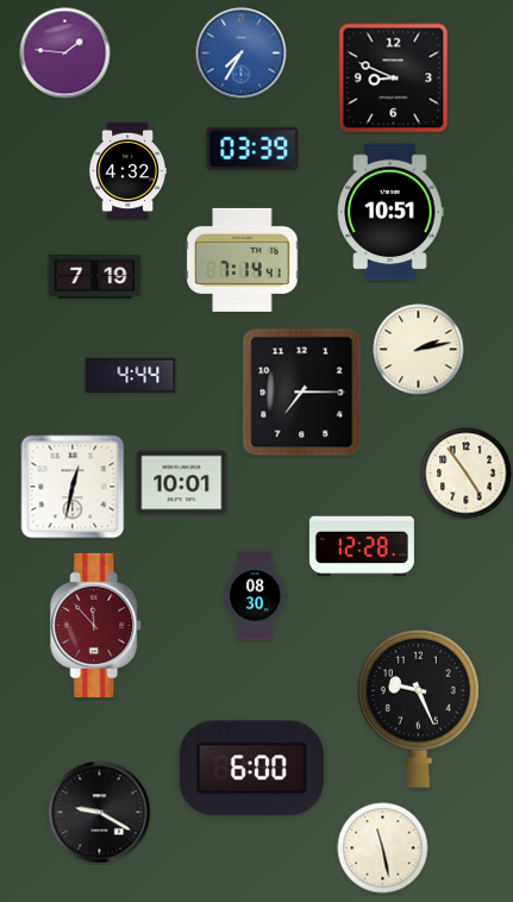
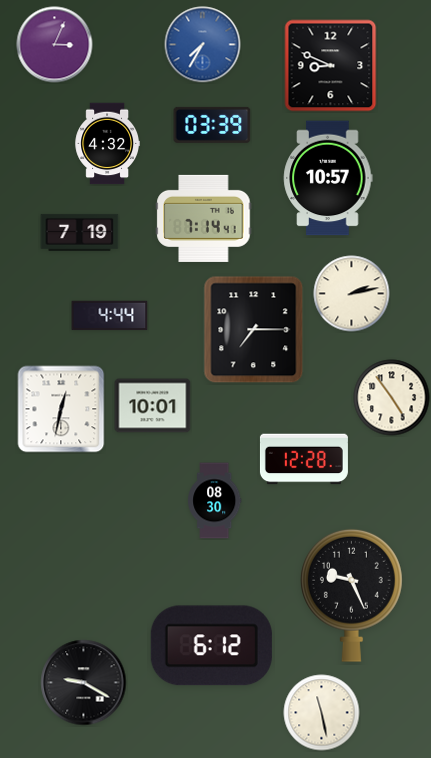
clock at (65, 54): 1:46 -> 3:04
clock at (390, 212): 10:51 -> 10:57
clock at (96, 625): 11:53 -> none
clock at (251, 769): 6:00 -> 6:12
